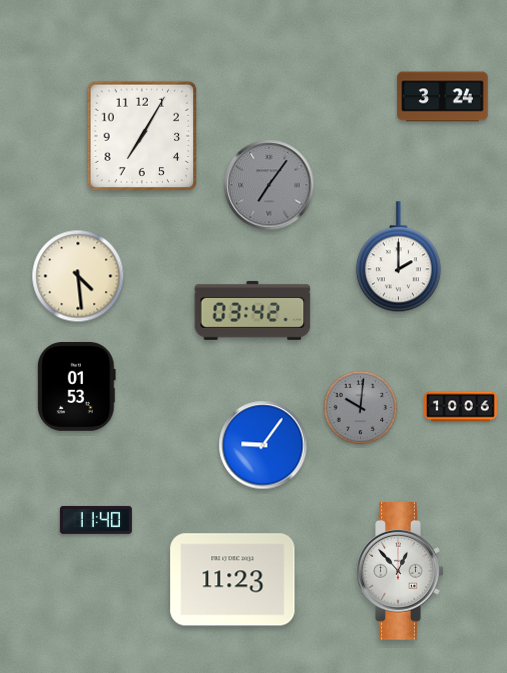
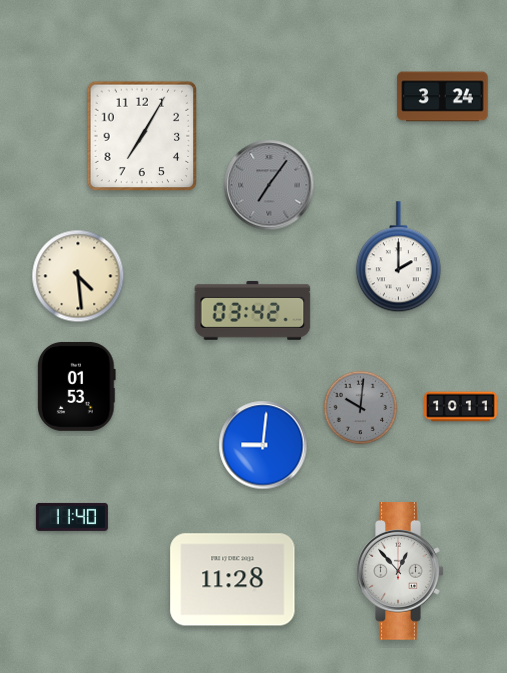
clock at (461, 407): 10:06 -> 10:11
clock at (263, 445): 9:06 -> 9:01
clock at (96, 520) position: (96, 520) -> (72, 517)
clock at (233, 580): 11:23 -> 11:28
